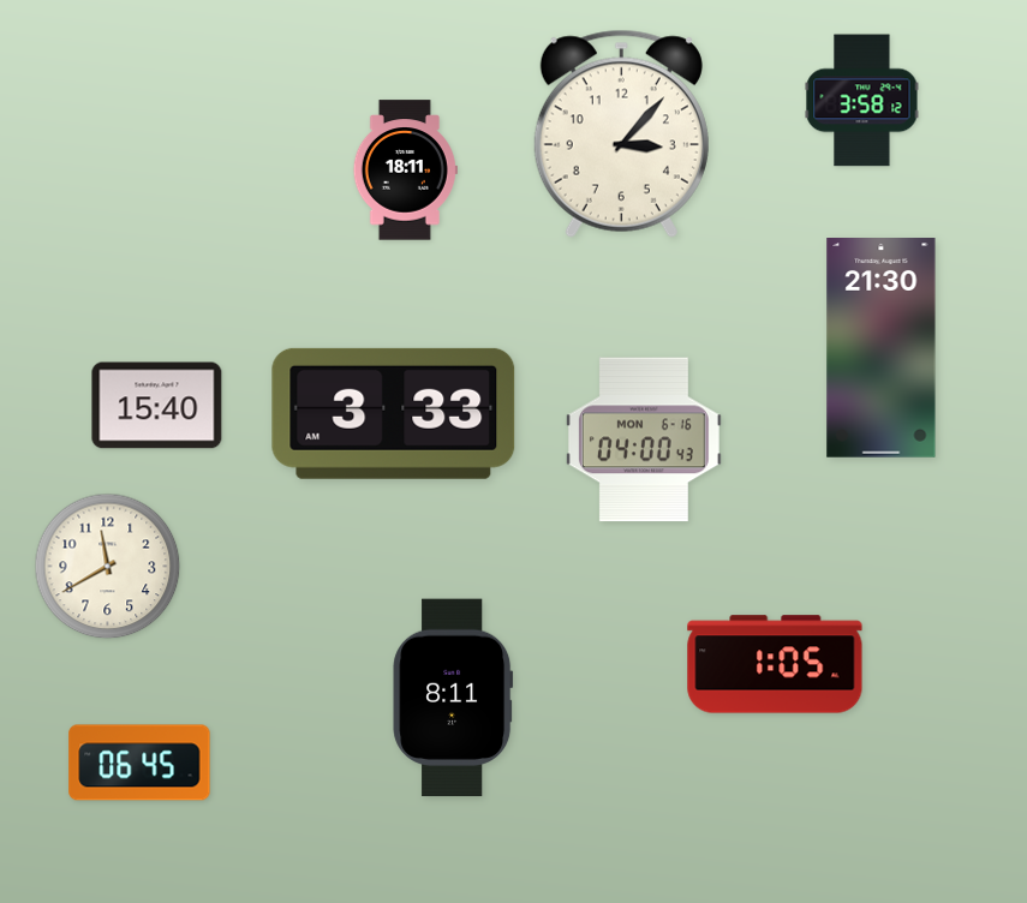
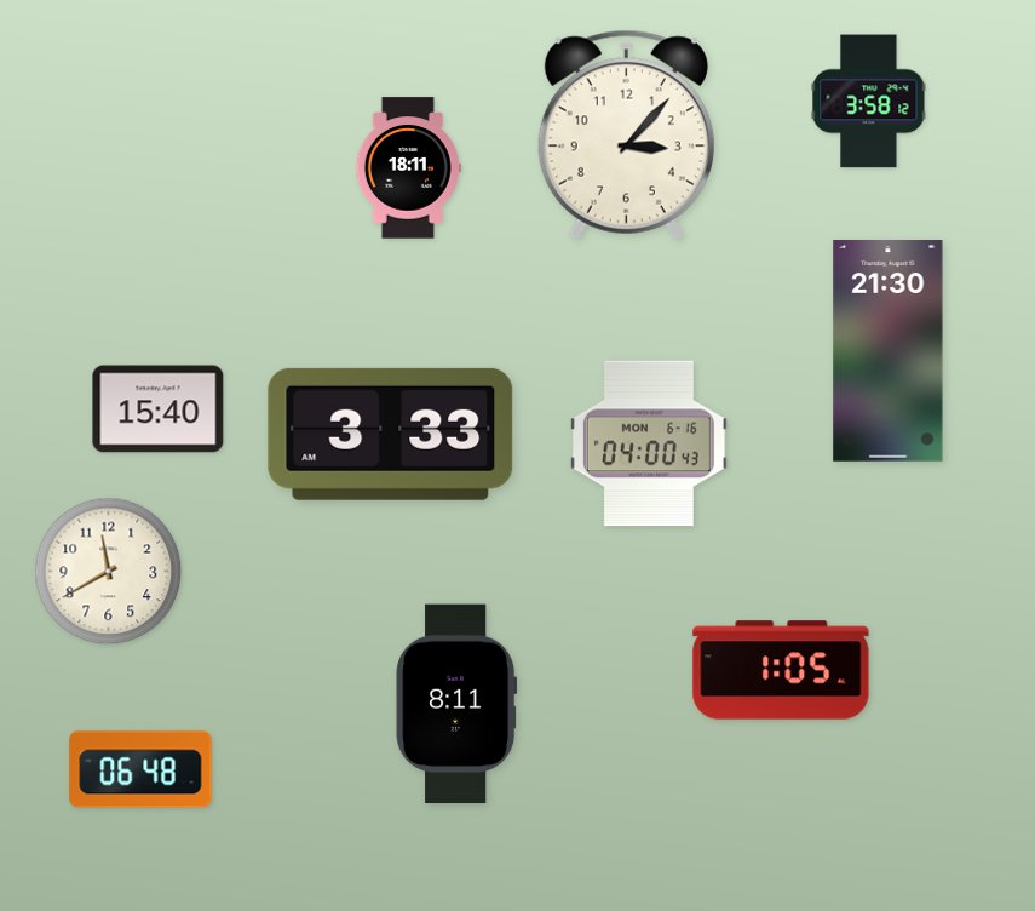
clock at (405, 171) position: (405, 171) -> (408, 168)
clock at (394, 413) position: (394, 413) -> (391, 434)
clock at (139, 763): 06:45 -> 06:48
